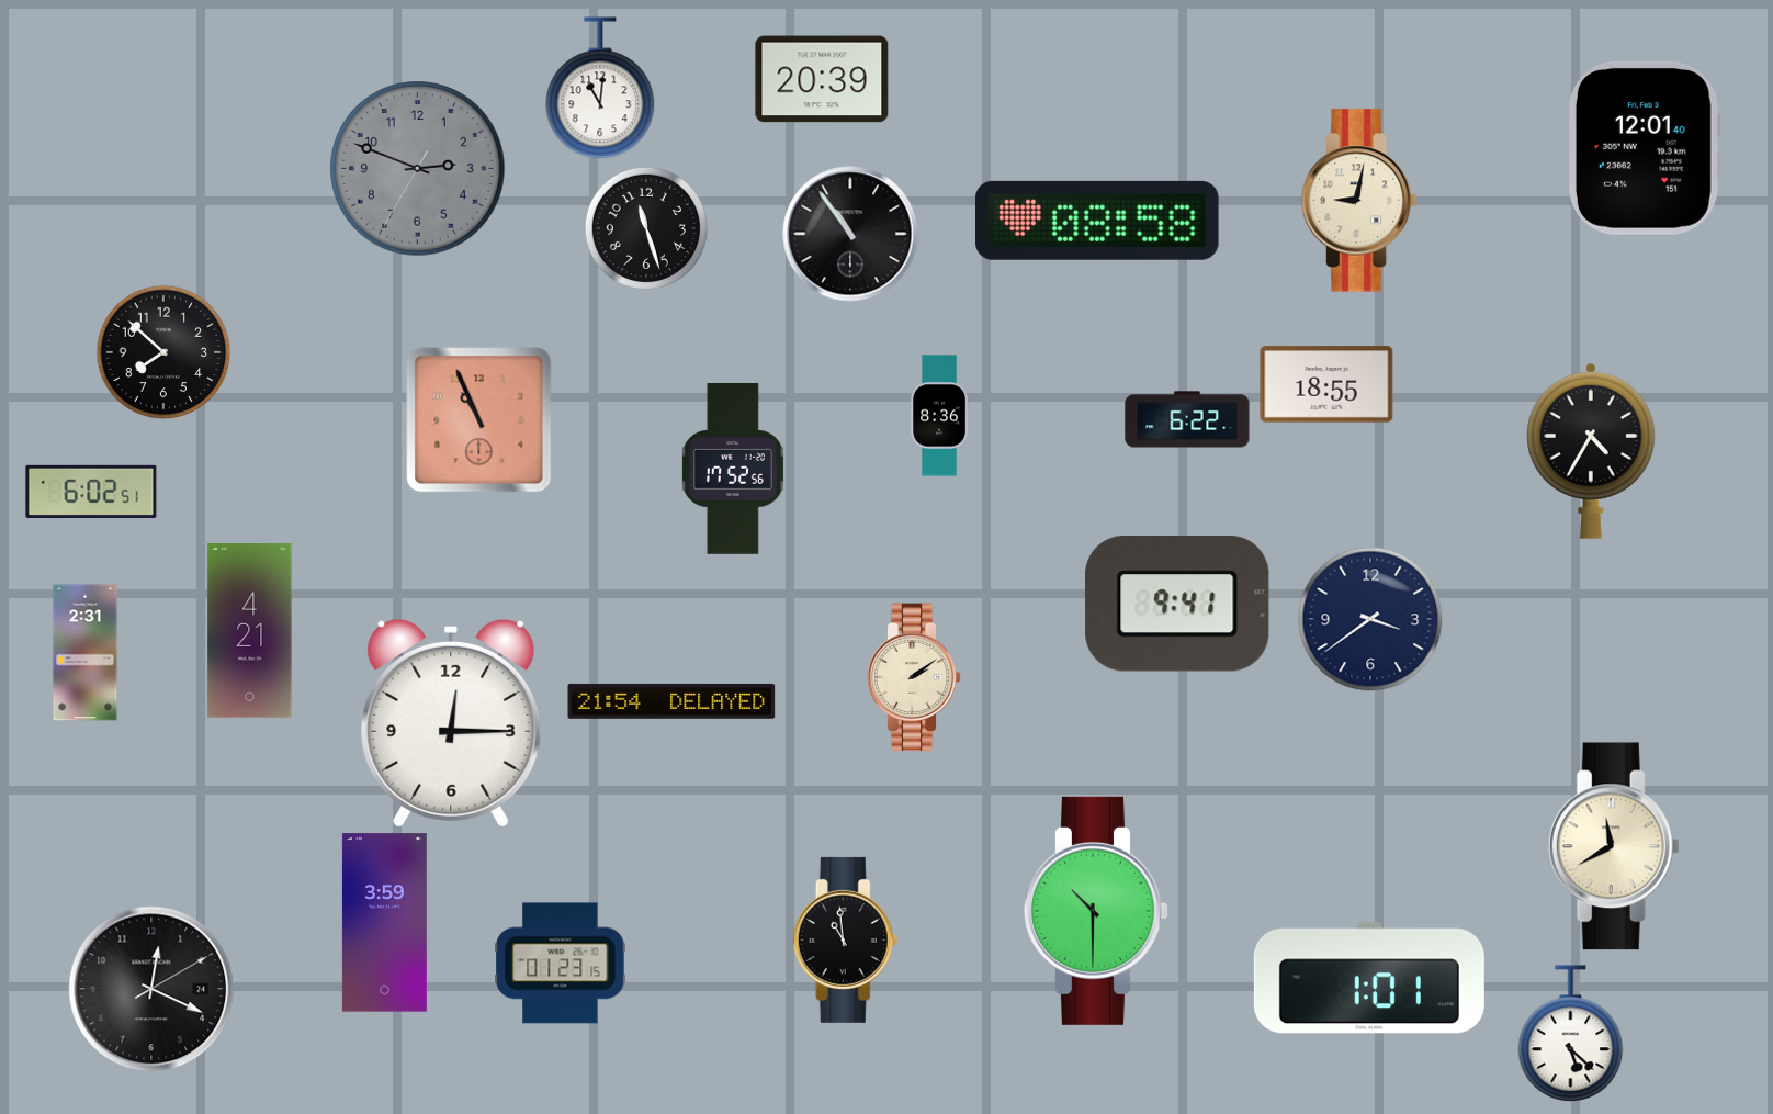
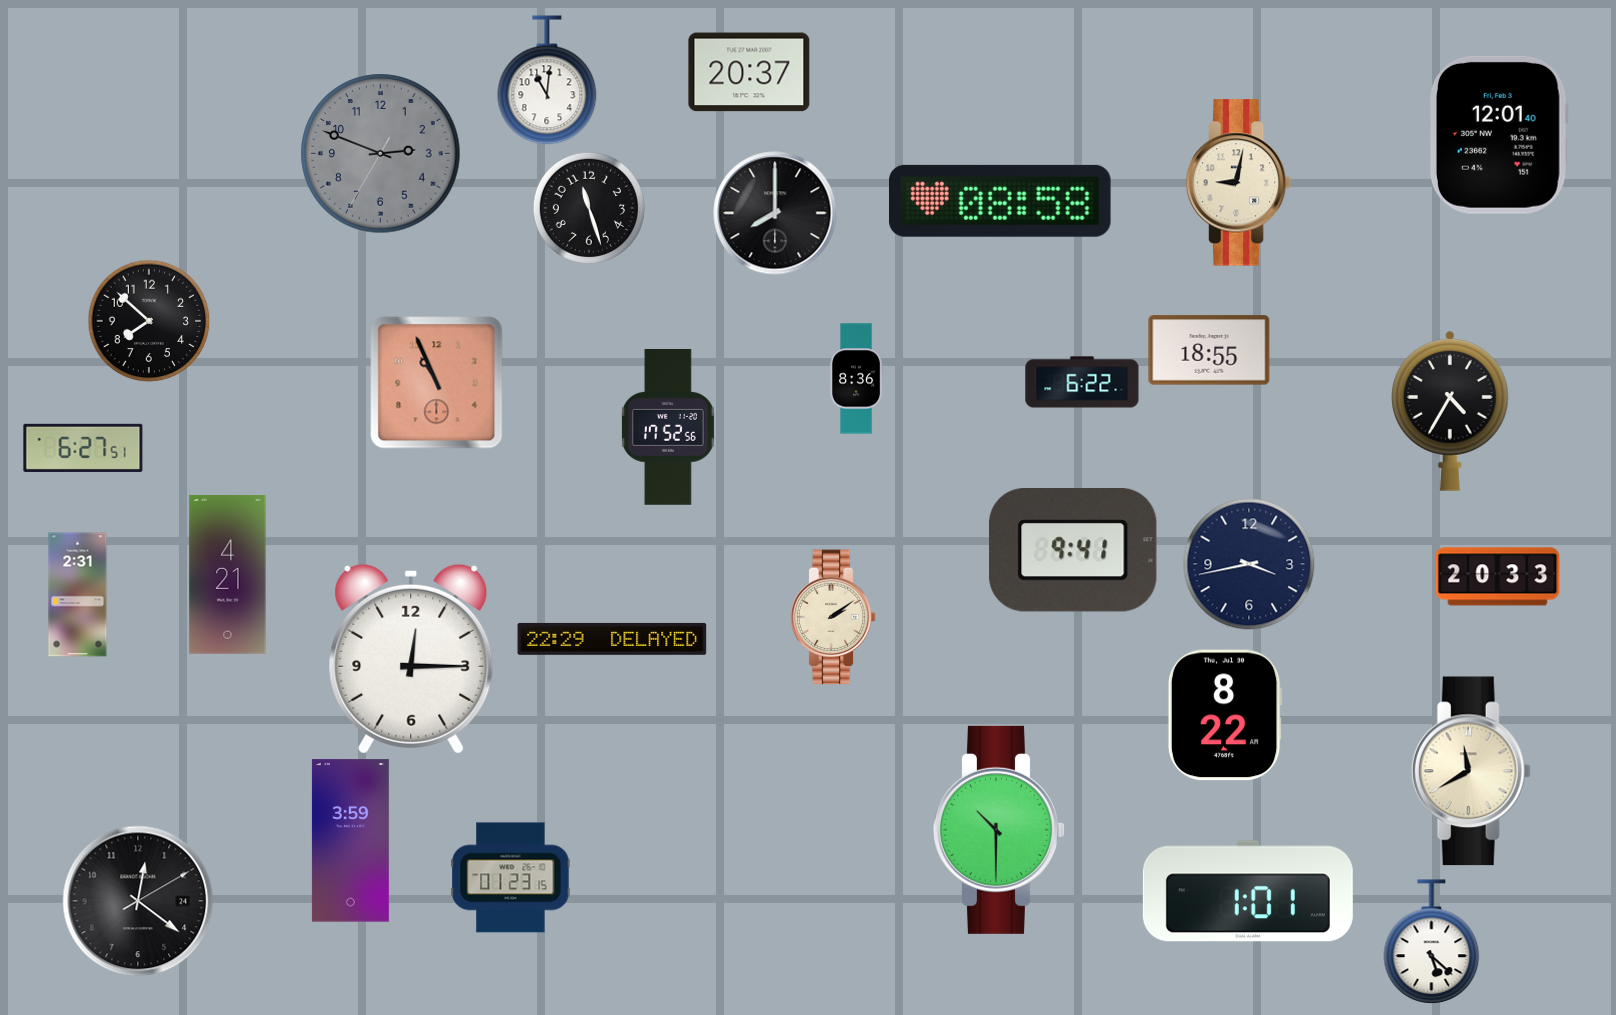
clock at (822, 79): 20:39 -> 20:37
clock at (850, 234): 10:54 -> 8:00
clock at (91, 492): 6:02 -> 6:27
clock at (1370, 619): 3:39 -> 3:43
clock at (1498, 577): none -> 20:33
clock at (671, 701): 21:54 -> 22:29
clock at (1225, 715): none -> 8:22
clock at (846, 939): 10:59 -> none
clock at (151, 989): 12:19 -> 12:21
